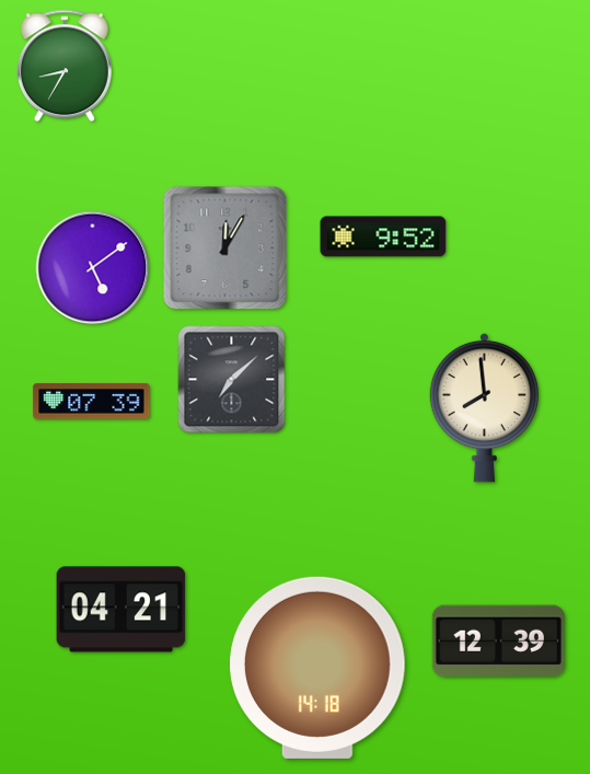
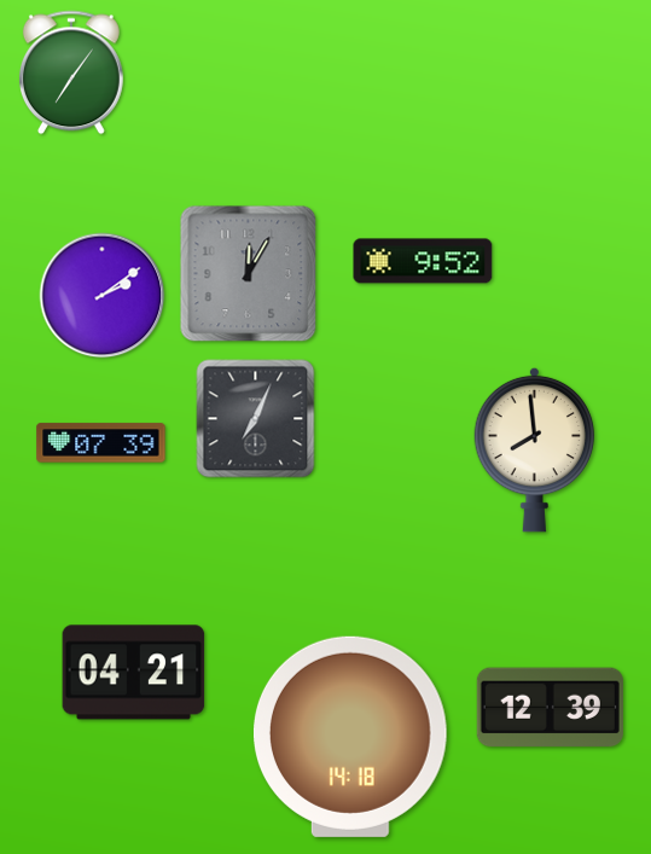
clock at (65, 66): 8:35 -> 7:06
clock at (93, 268): 5:09 -> 2:09
clock at (232, 380): 7:08 -> 7:04
